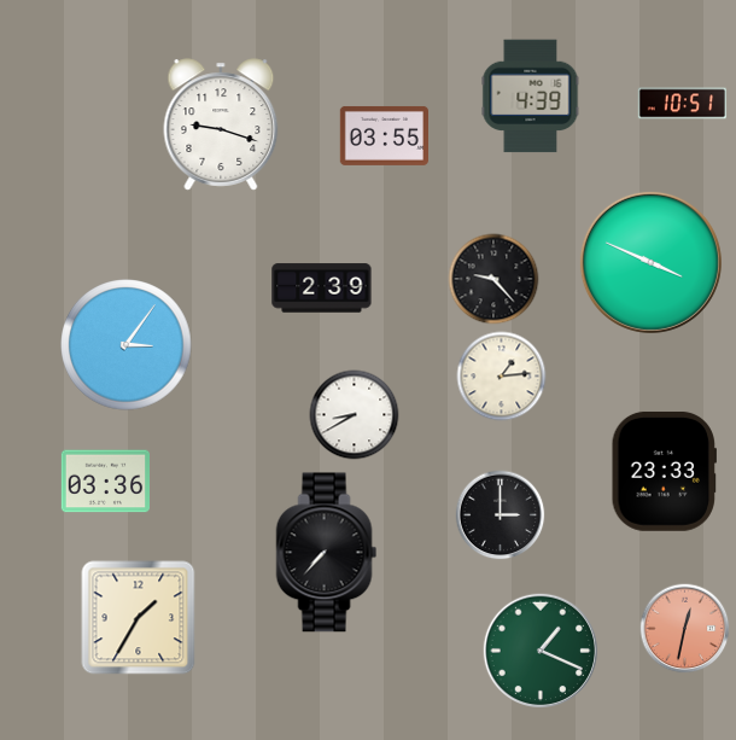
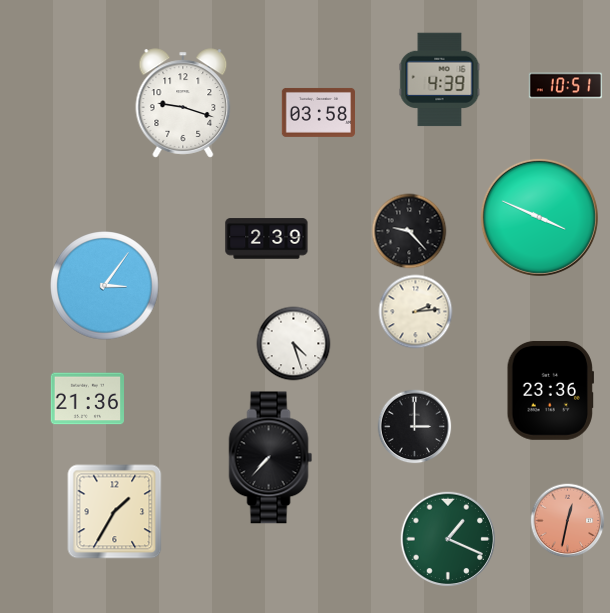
clock at (384, 135): 03:55 -> 03:58
clock at (502, 377): 1:14 -> 2:14
clock at (355, 415): 8:40 -> 4:27
clock at (664, 471): 23:33 -> 23:36
clock at (105, 482): 03:36 -> 21:36
